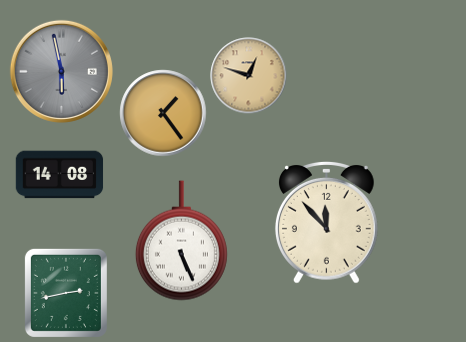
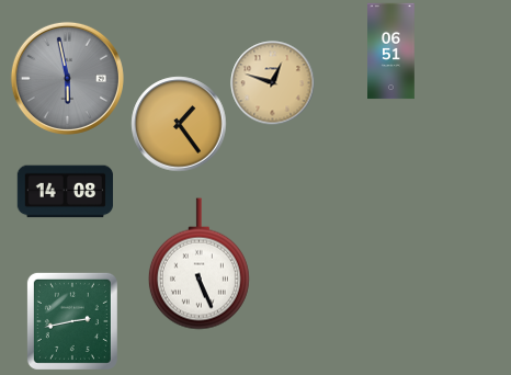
clock at (391, 52): none -> 06:51
clock at (326, 222): 11:53 -> none
